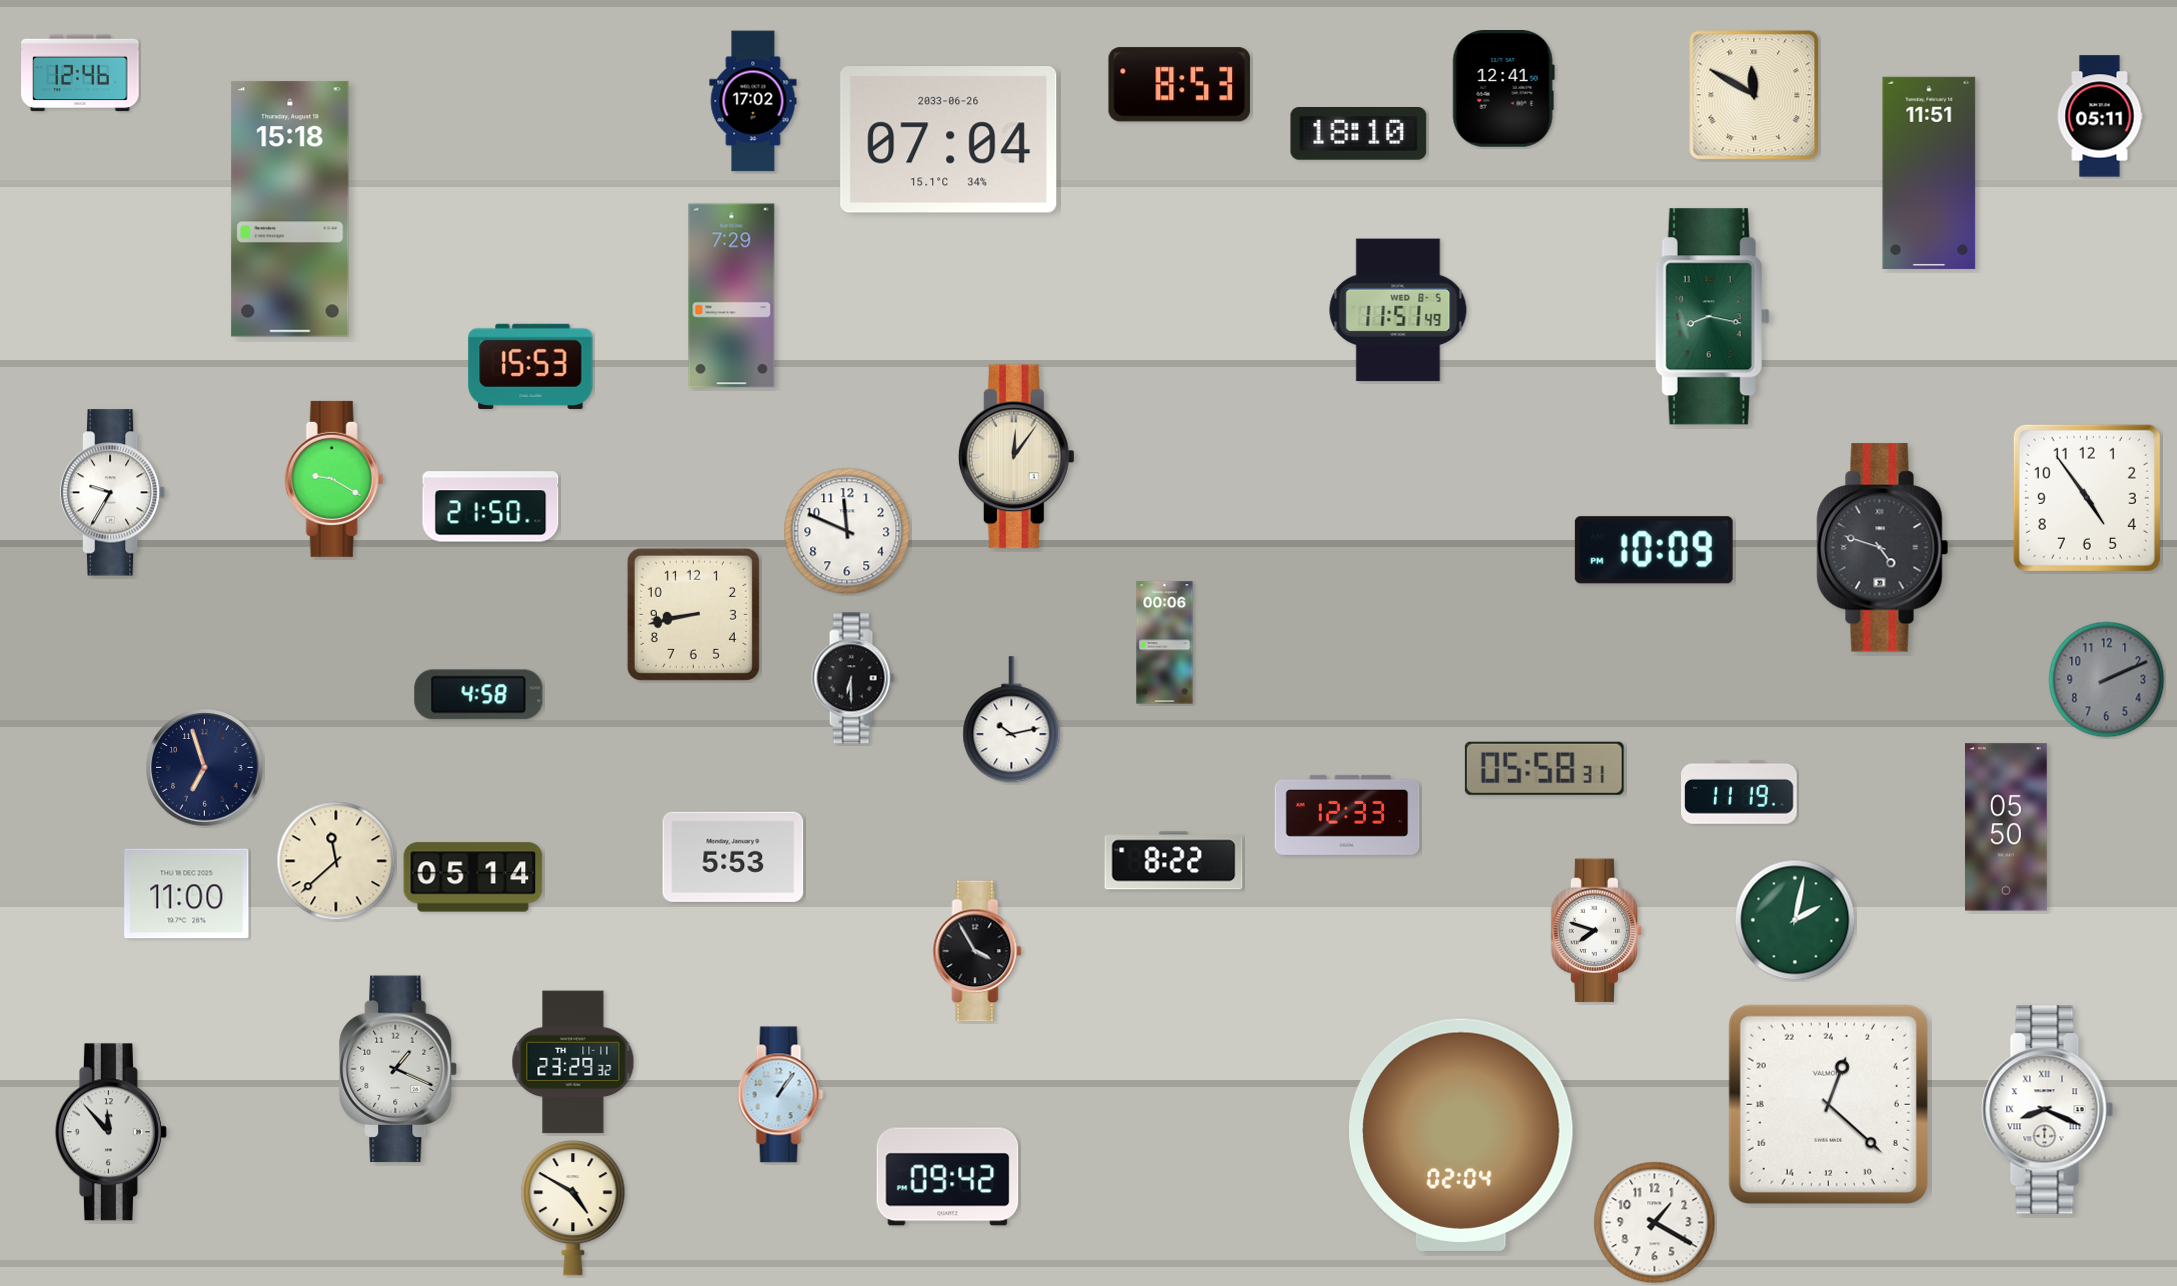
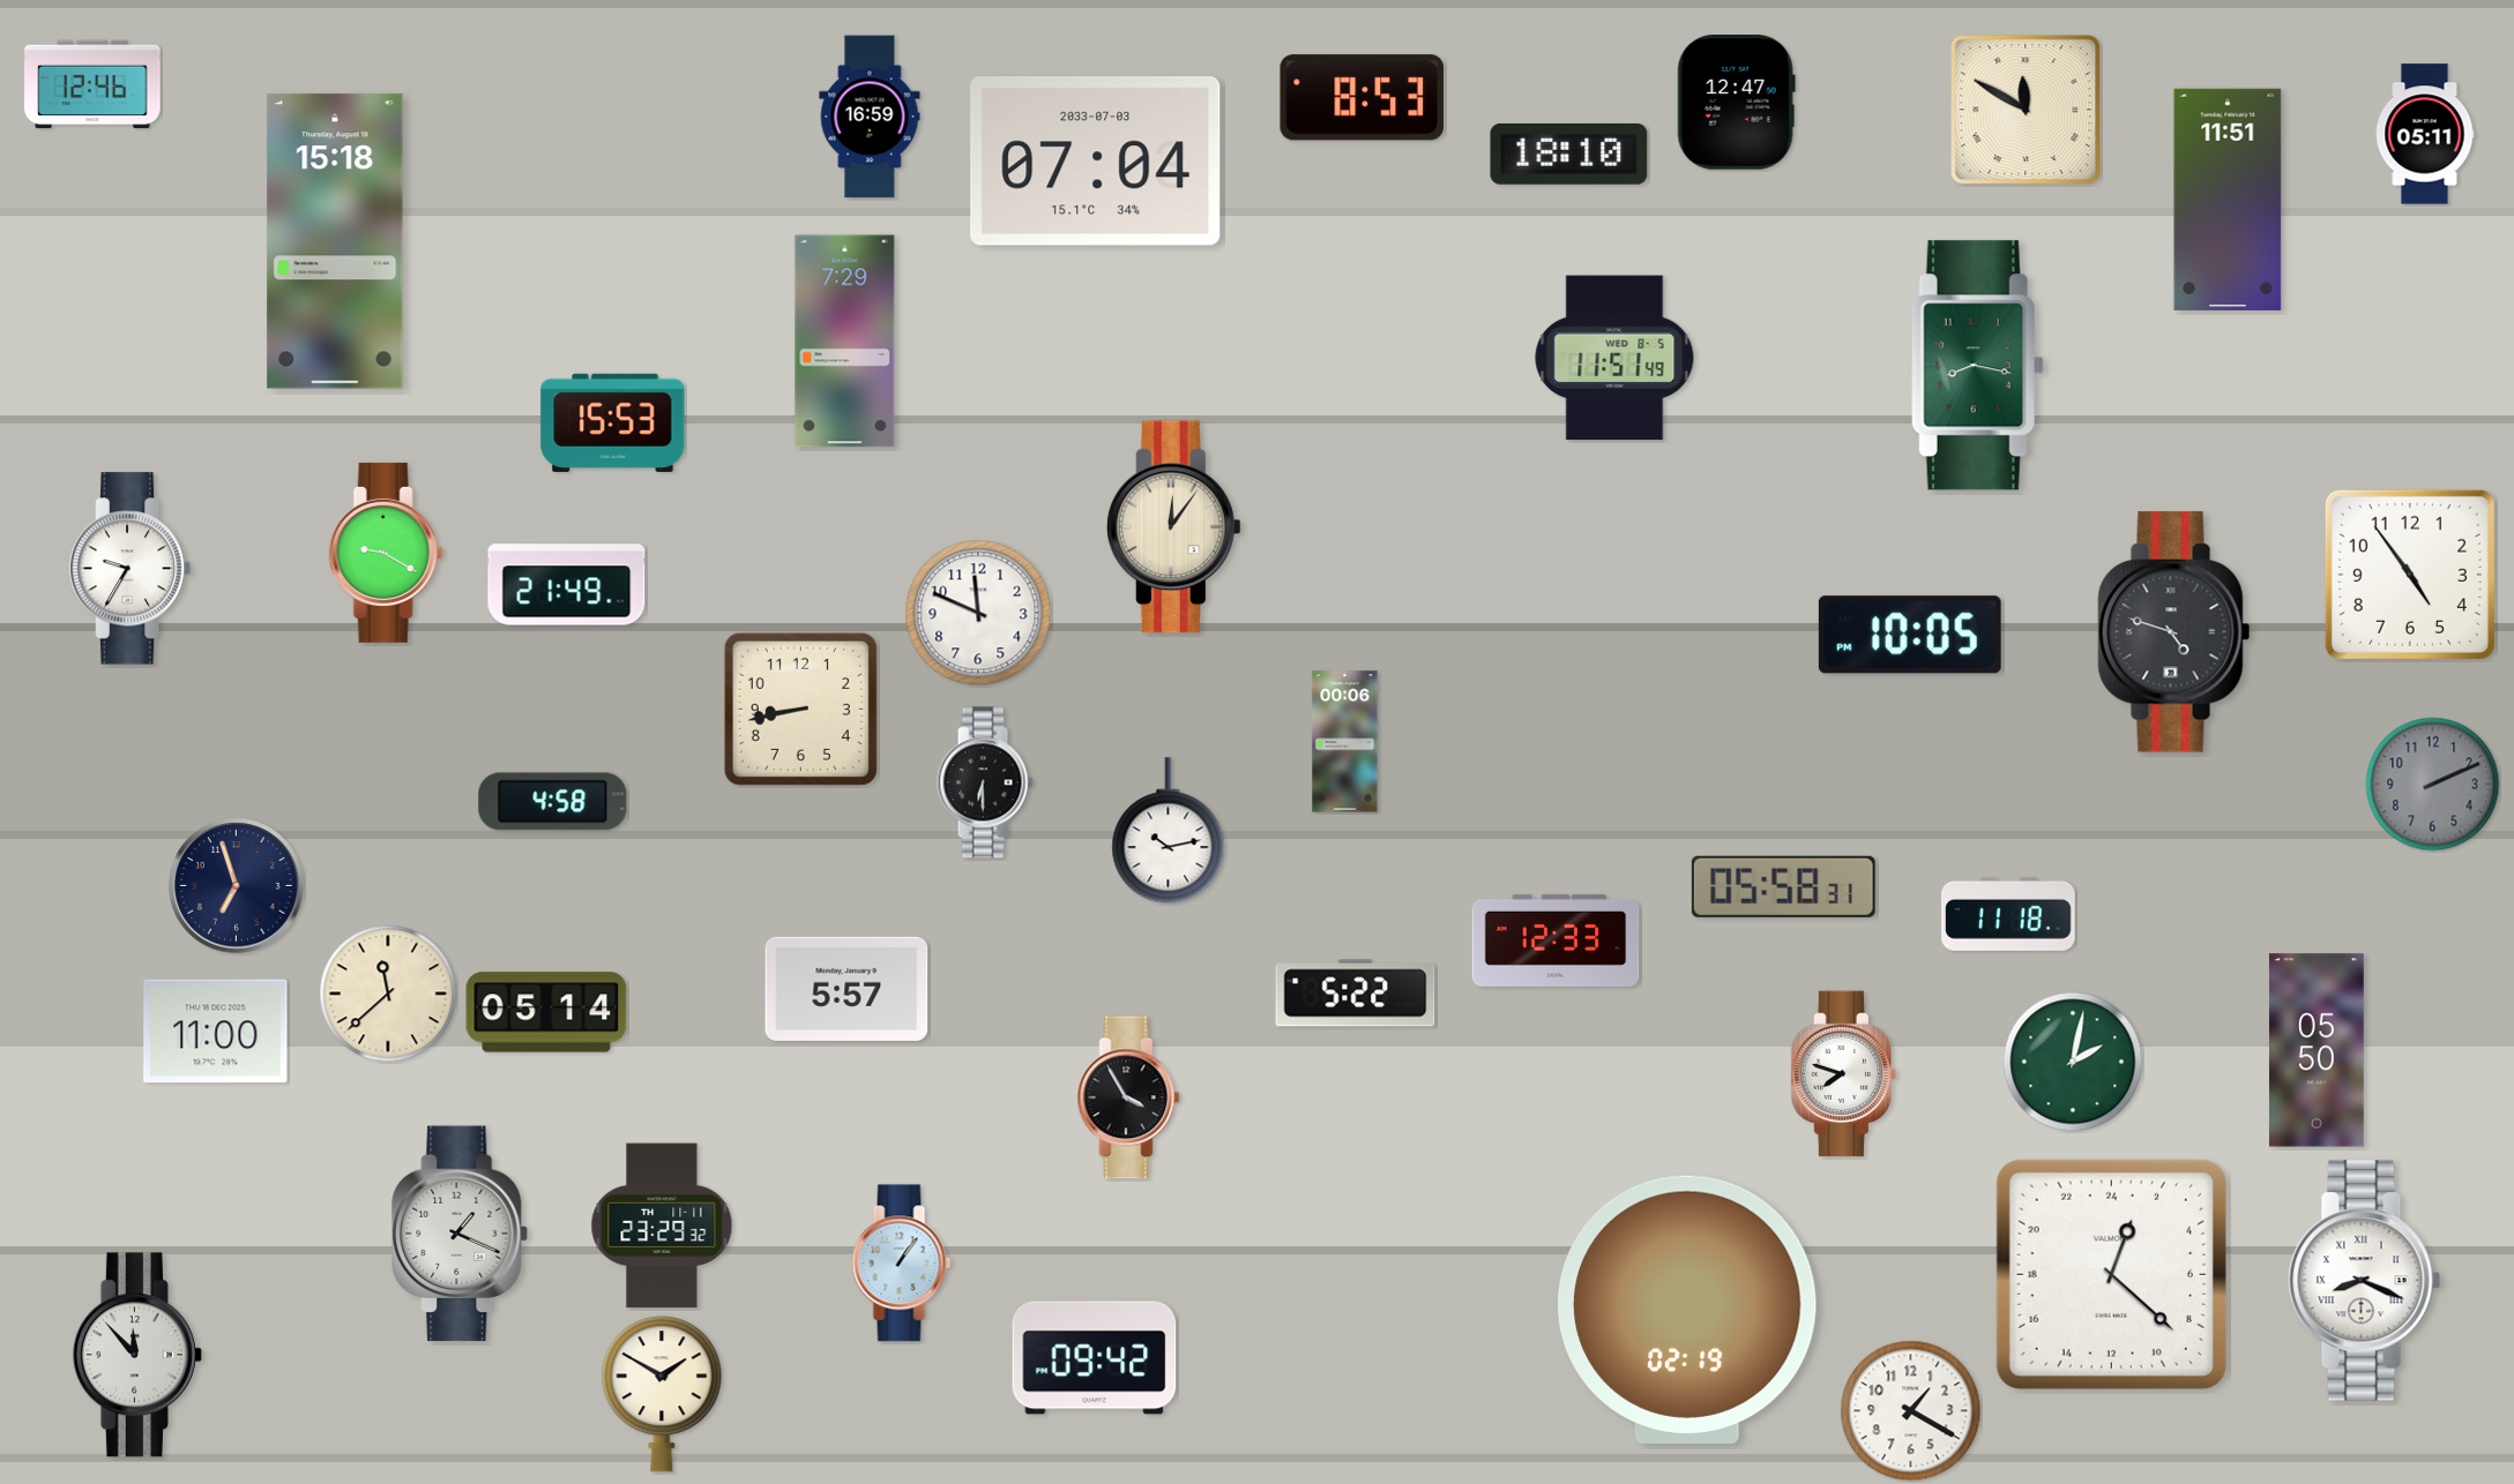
clock at (1503, 89): 12:41 -> 12:47
clock at (753, 101): 17:02 -> 16:59
clock at (949, 140) date: 2033-06-26 -> 2033-07-03
clock at (491, 507): 21:50 -> 21:49
clock at (1654, 550): 10:09 -> 10:05
clock at (1740, 792): 11:19 -> 11:18
clock at (2006, 827) position: (2006, 827) -> (2317, 1050)
clock at (733, 857): 5:53 -> 5:57
clock at (1174, 861): 8:22 -> 5:22
clock at (111, 1132) position: (111, 1132) -> (137, 1355)
clock at (1462, 1135): 02:04 -> 02:19
clock at (573, 1208): 4:50 -> 1:50
